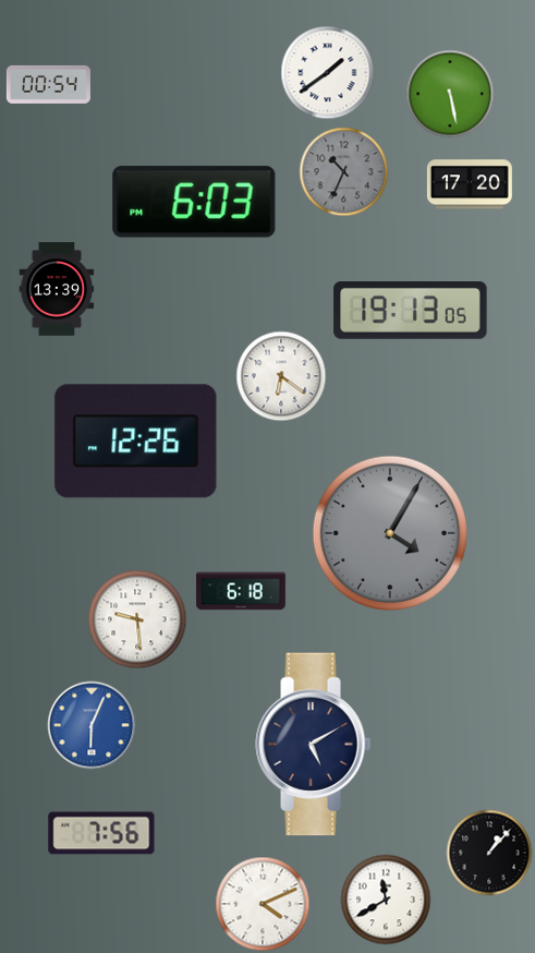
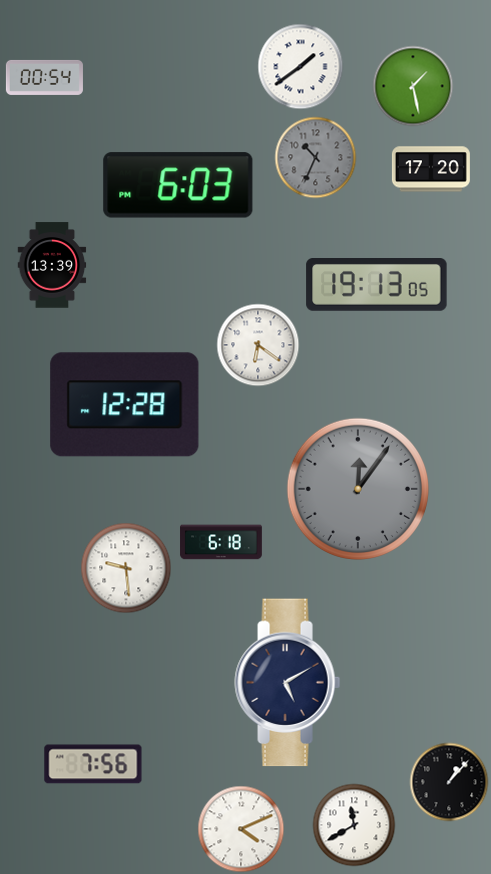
clock at (450, 94): 5:28 -> 1:28
clock at (136, 442): 12:26 -> 12:28
clock at (389, 532): 4:05 -> 12:06
clock at (92, 725): 6:04 -> none
